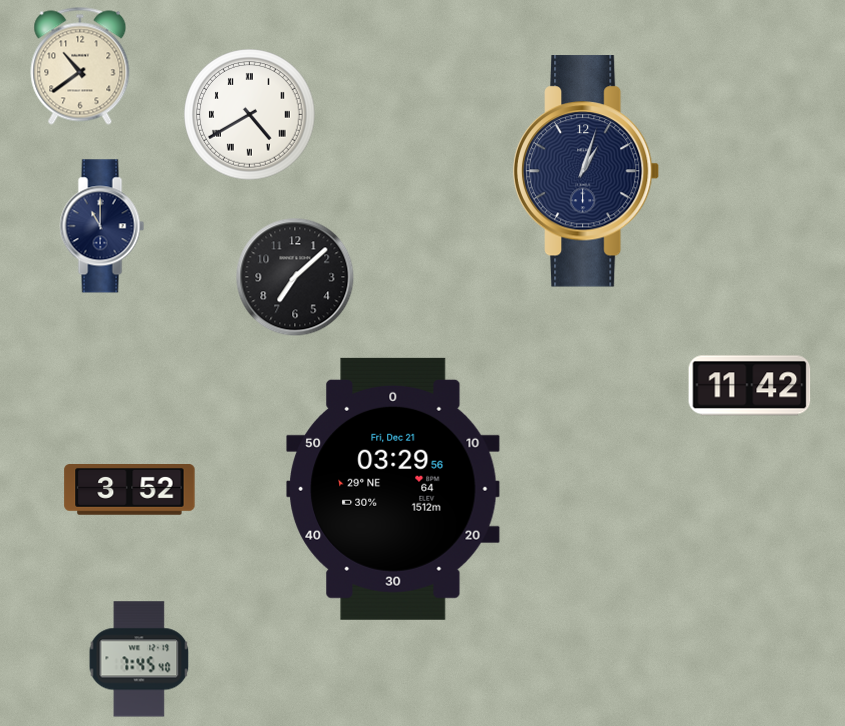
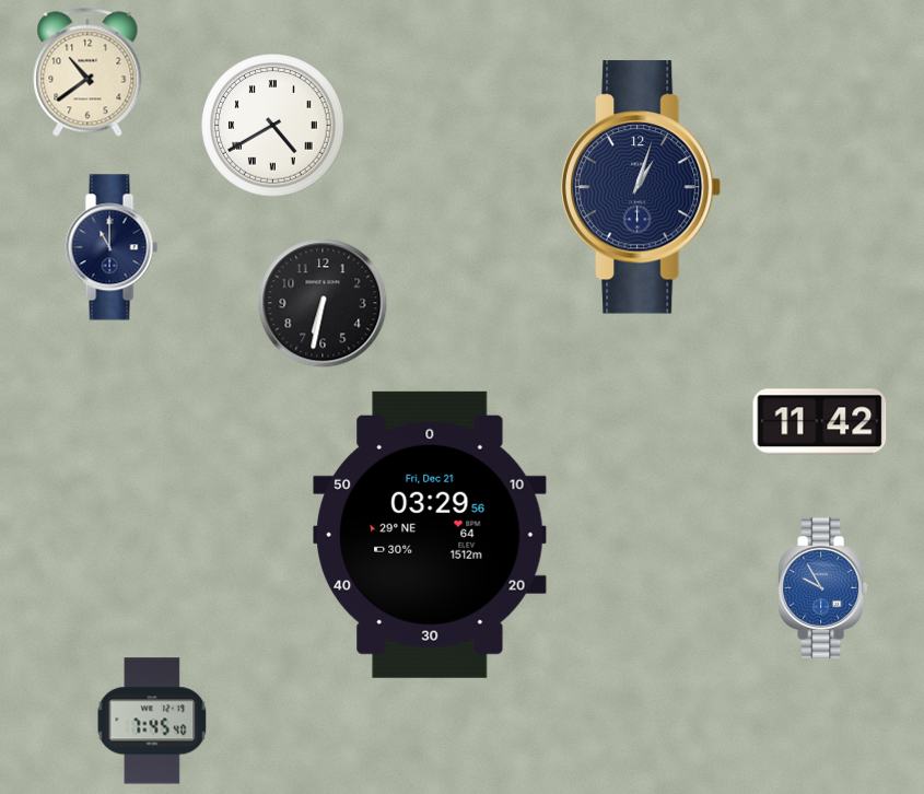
clock at (295, 277): 7:08 -> 6:32
clock at (130, 490): 3:52 -> none
clock at (822, 588): none -> 9:55
